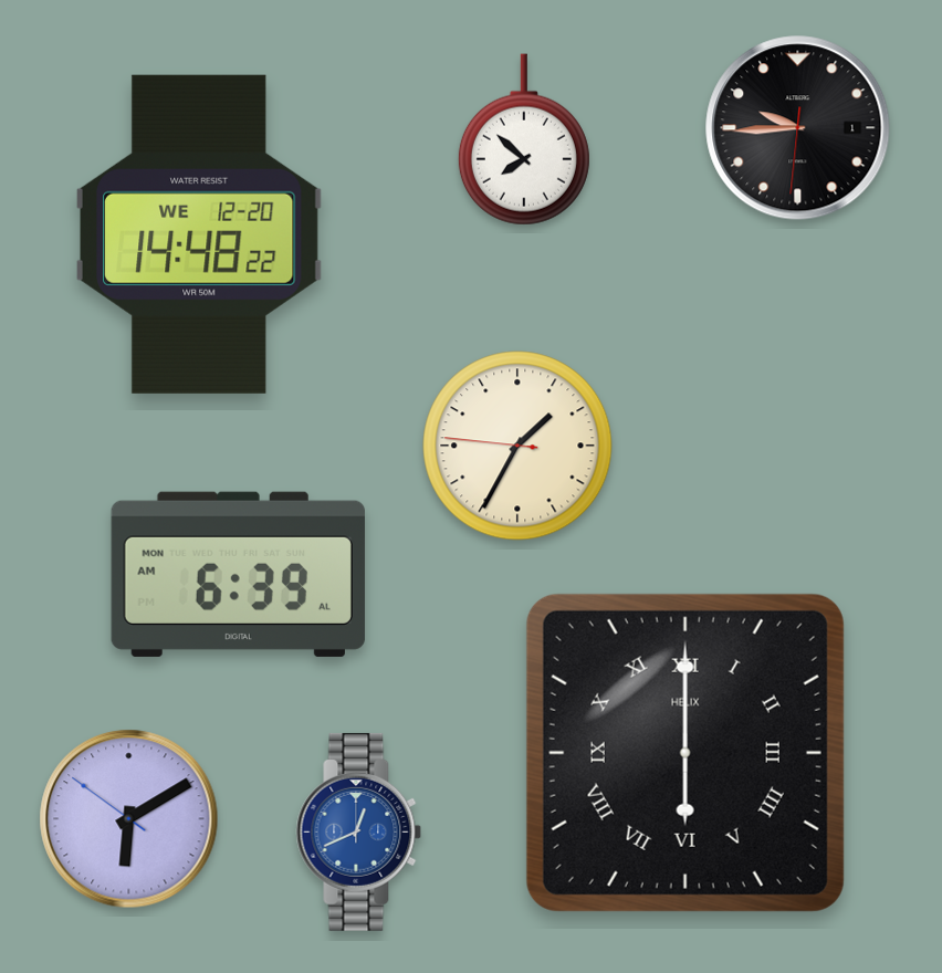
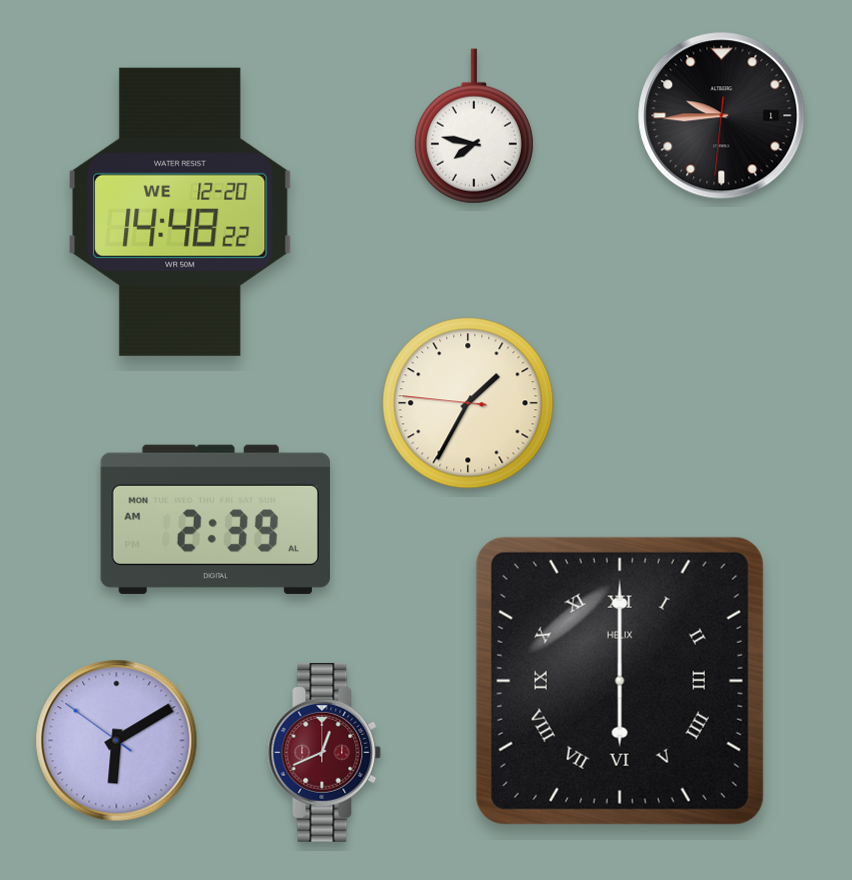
clock at (524, 139): 7:52 -> 7:47
clock at (238, 574): 6:39 -> 2:39
clock at (359, 831) dial: blue -> burgundy
